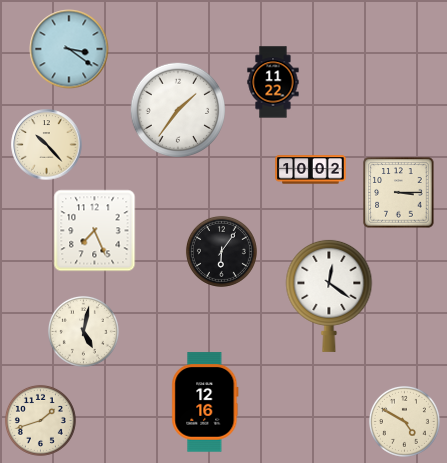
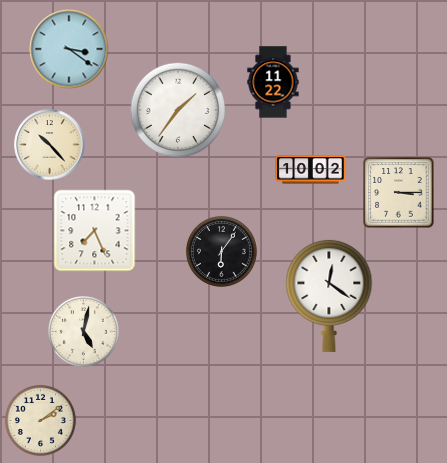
clock at (47, 145) position: (47, 145) -> (50, 145)
clock at (205, 402): 12:16 -> none
clock at (40, 420): 1:42 -> 2:09
clock at (404, 421): 4:50 -> none
